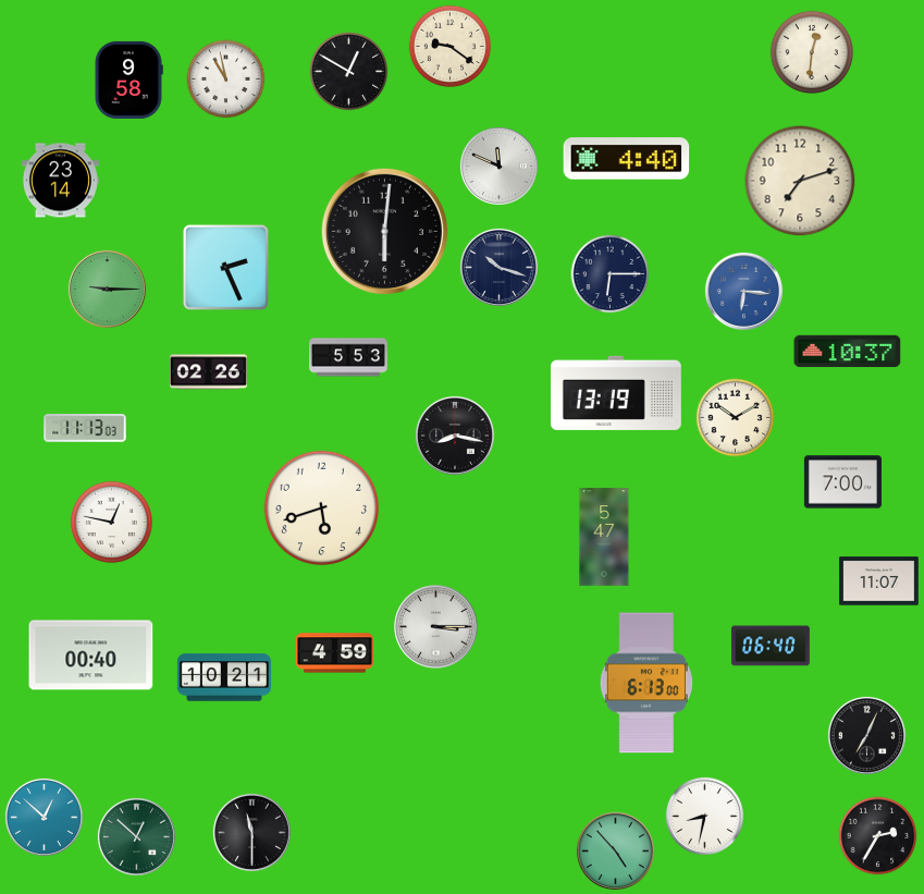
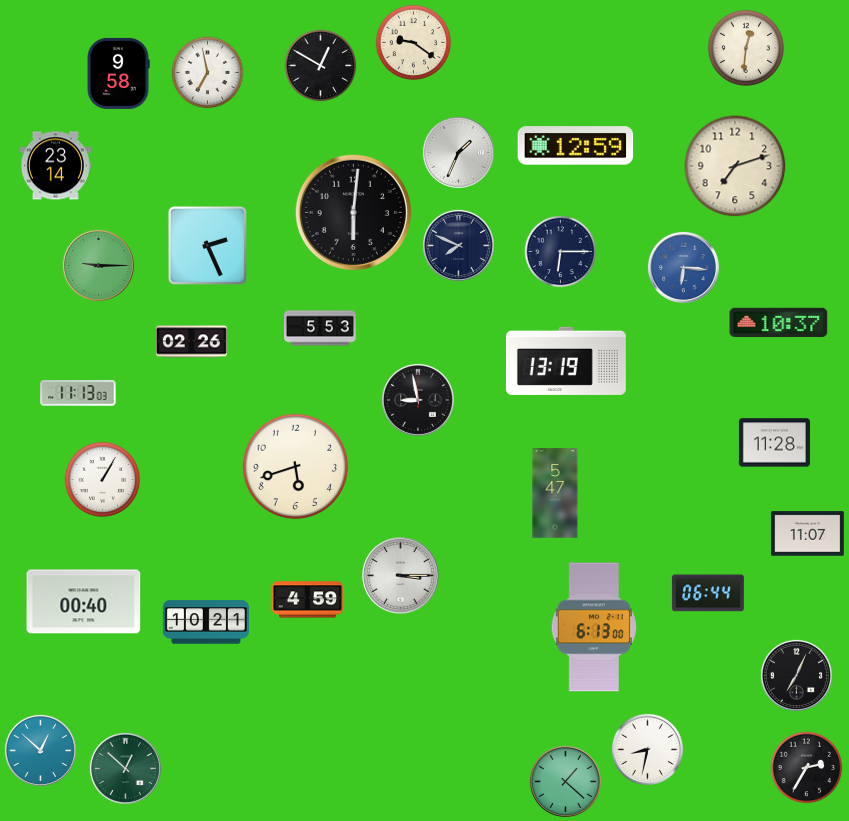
clock at (226, 79): 10:58 -> 6:58
clock at (627, 159): 4:40 -> 12:59
clock at (498, 166): 11:49 -> 1:34
clock at (498, 267): 10:18 -> 7:49
clock at (736, 418): 10:10 -> none
clock at (455, 436): 8:17 -> 8:58
clock at (842, 482): 7:00 -> 11:28
clock at (112, 523): 12:47 -> 1:05
clock at (771, 646): 06:40 -> 06:44
clock at (251, 832): 11:30 -> none
clock at (615, 850): 4:53 -> 1:22
